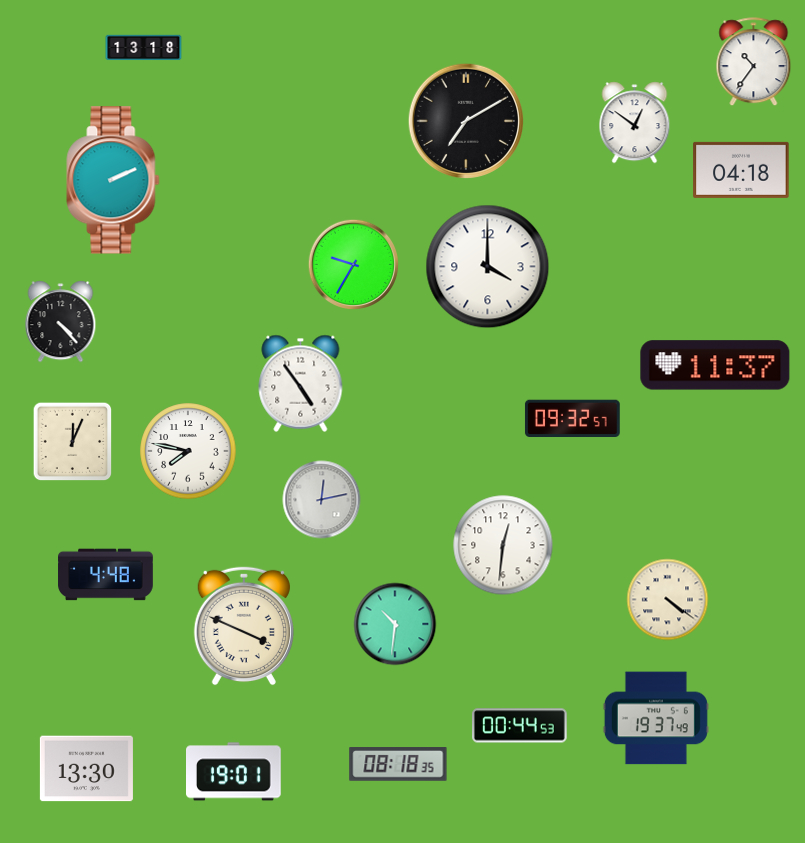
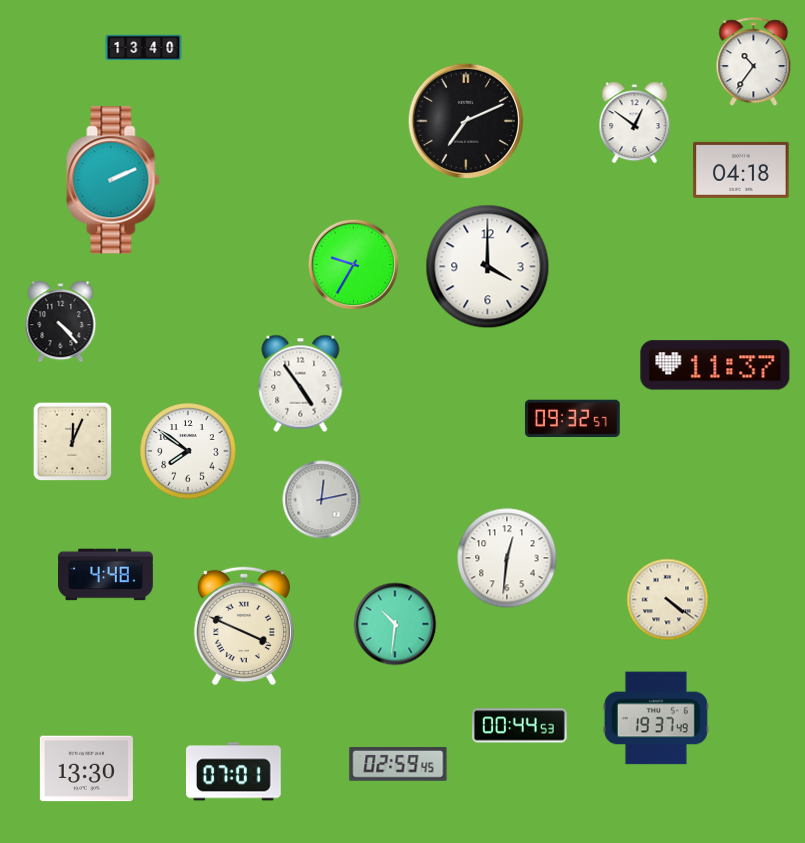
clock at (144, 48): 13:18 -> 13:40
clock at (466, 121): 7:10 -> 7:11
clock at (188, 451): 7:47 -> 7:51
clock at (503, 545) position: (503, 545) -> (507, 558)
clock at (398, 764): 08:18 -> 02:59
clock at (234, 772): 19:01 -> 07:01
